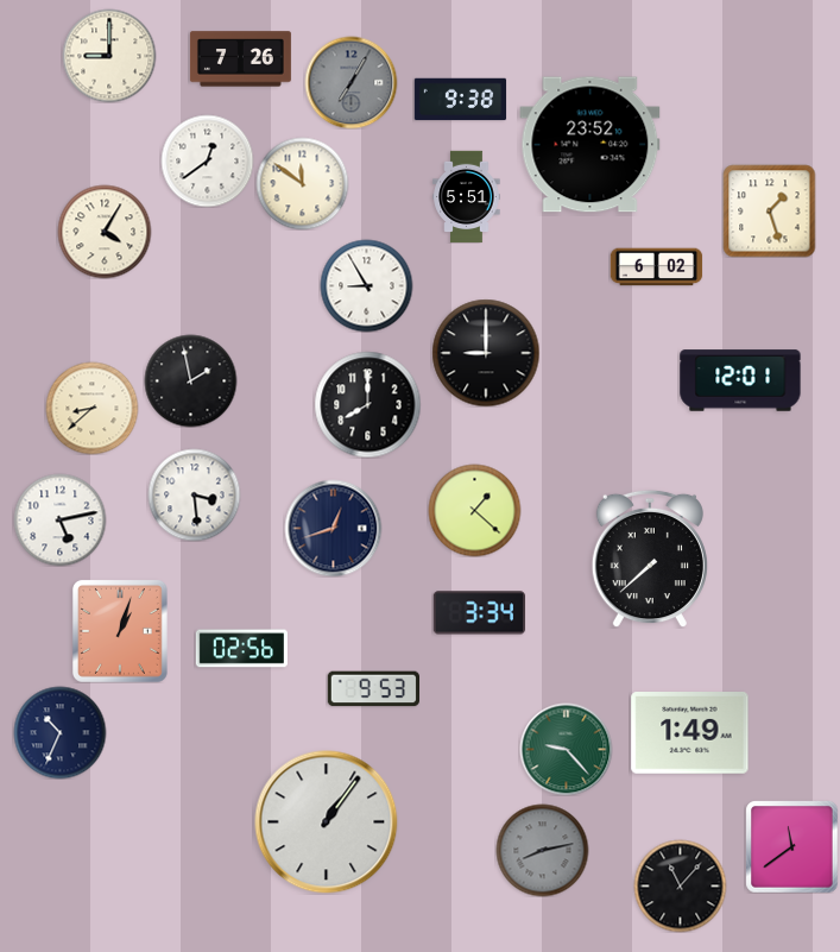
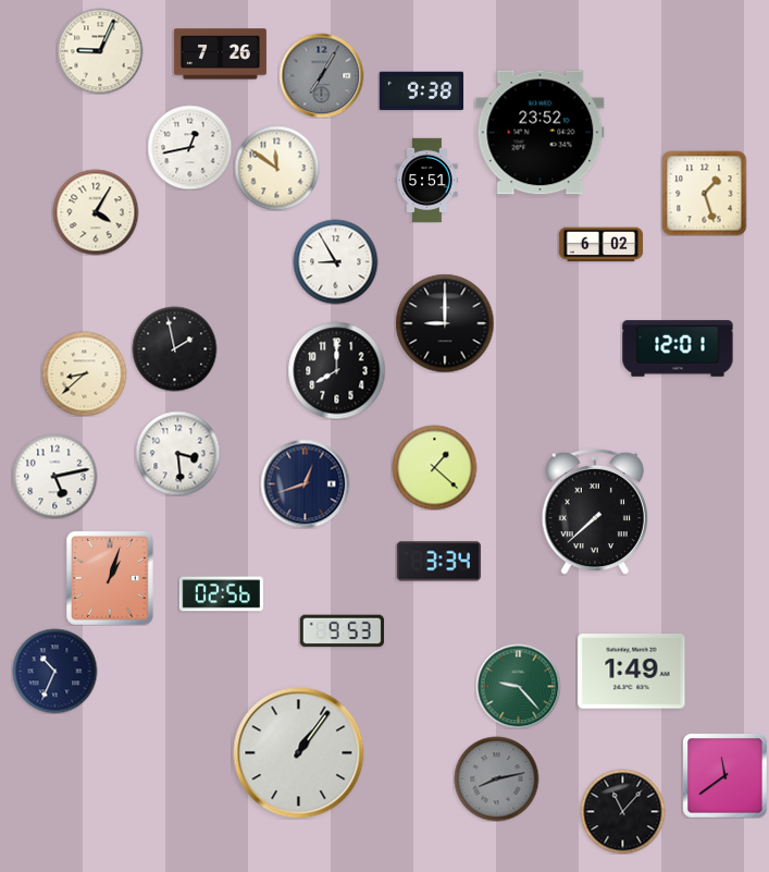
clock at (109, 56): 9:00 -> 9:04
clock at (207, 160): 12:39 -> 12:43
